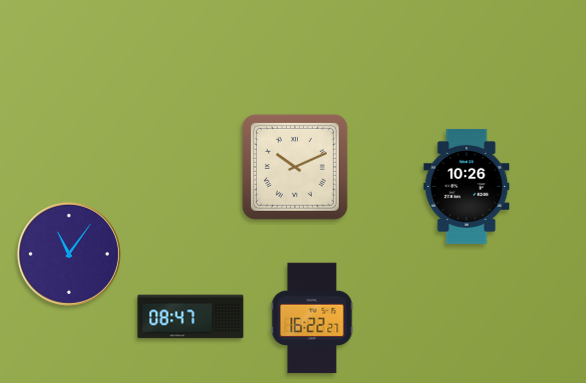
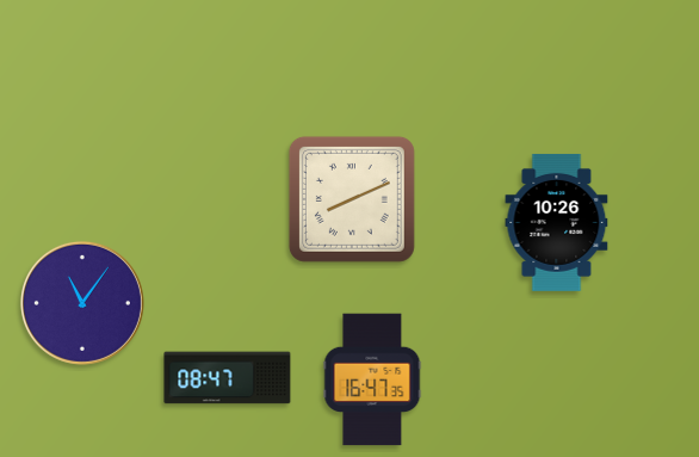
clock at (295, 167): 10:11 -> 8:11
clock at (312, 318): 16:22 -> 16:47
